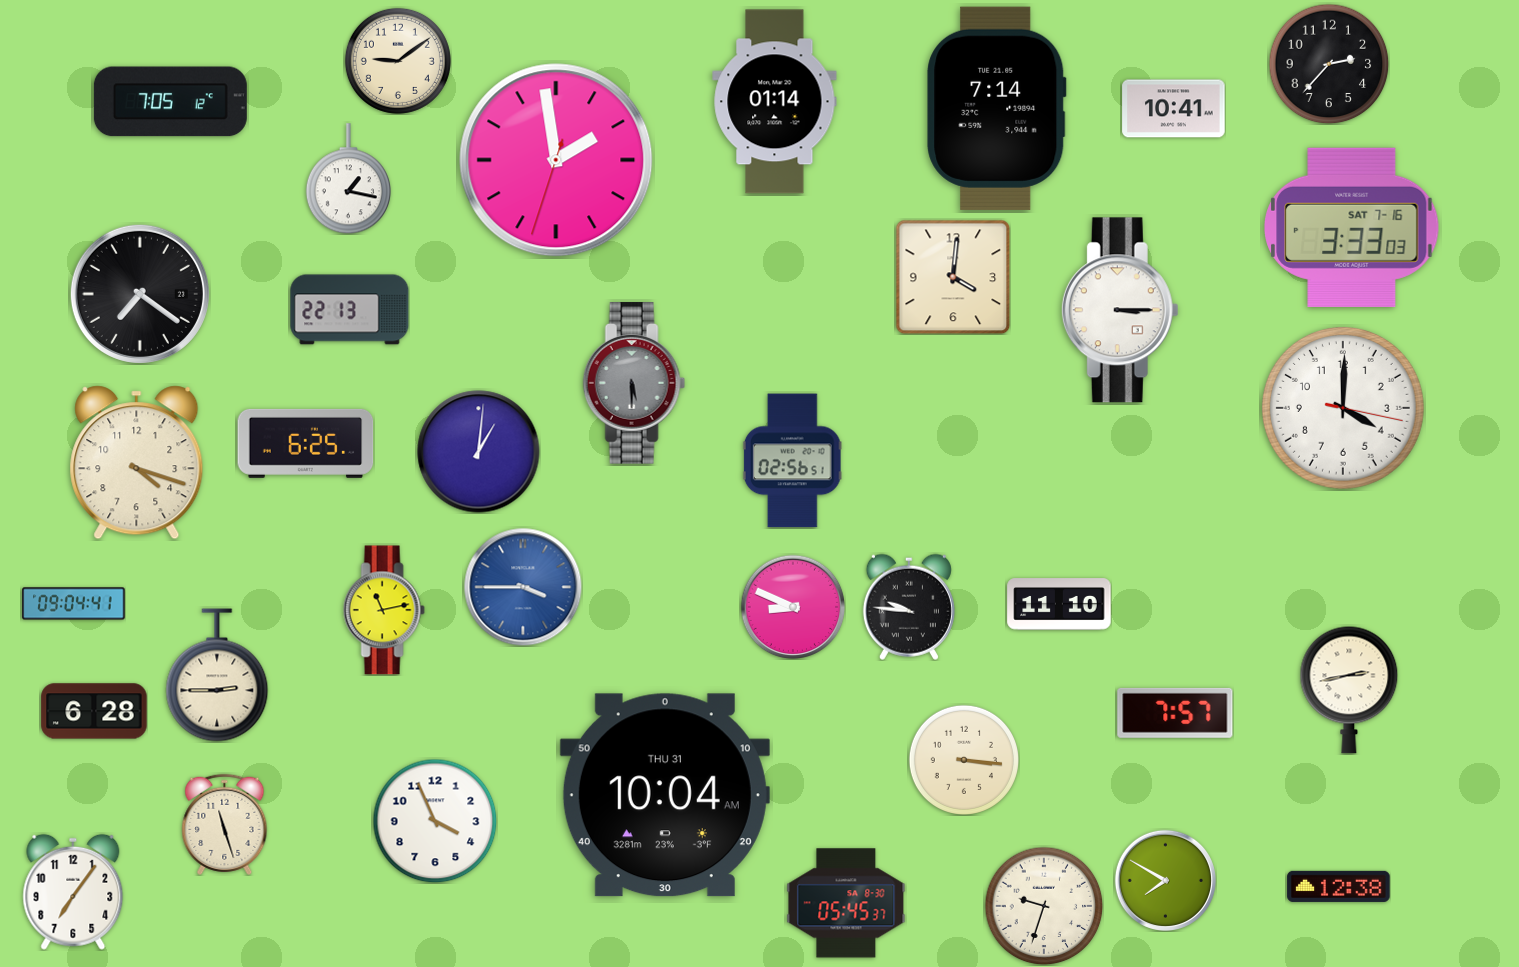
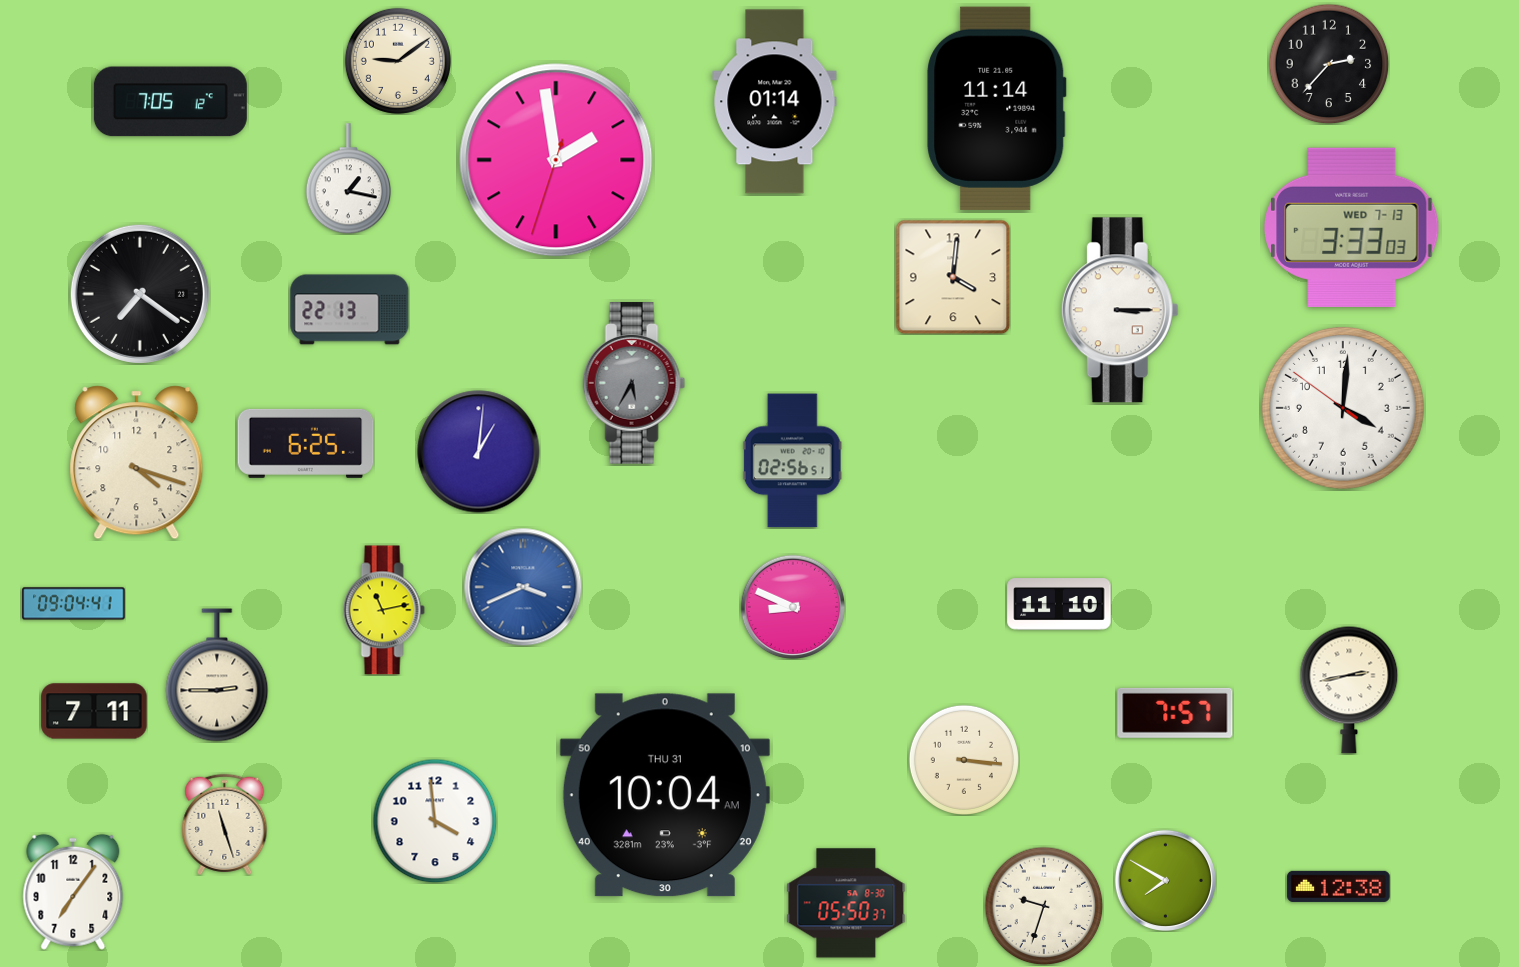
clock at (997, 108): 7:14 -> 11:14
clock at (1174, 109): 10:41 -> none
clock at (1352, 227) date: SAT 7-16 -> WED 7-13
clock at (634, 383): 5:30 -> 5:35
clock at (1343, 408): 4:00:17 -> 4:00:51
clock at (523, 587): 3:45 -> 3:41
clock at (909, 607): 9:46 -> none
clock at (94, 711): 6:28 -> 7:11
clock at (435, 821): 3:56 -> 3:59
clock at (846, 903): 05:45 -> 05:50
